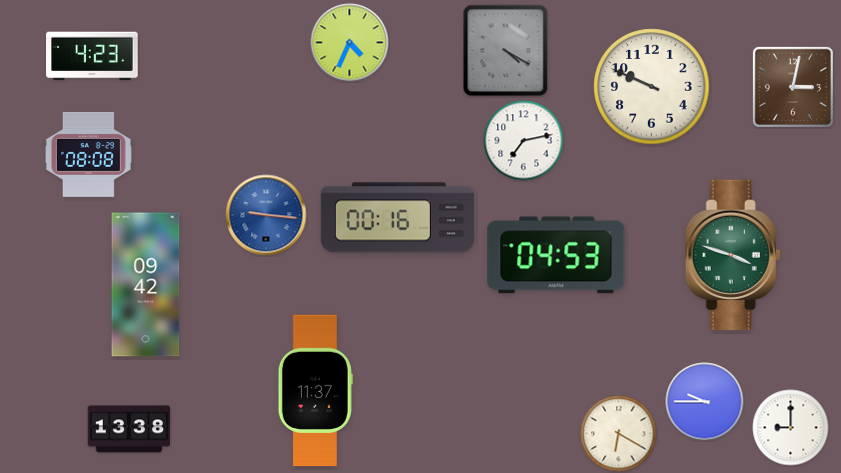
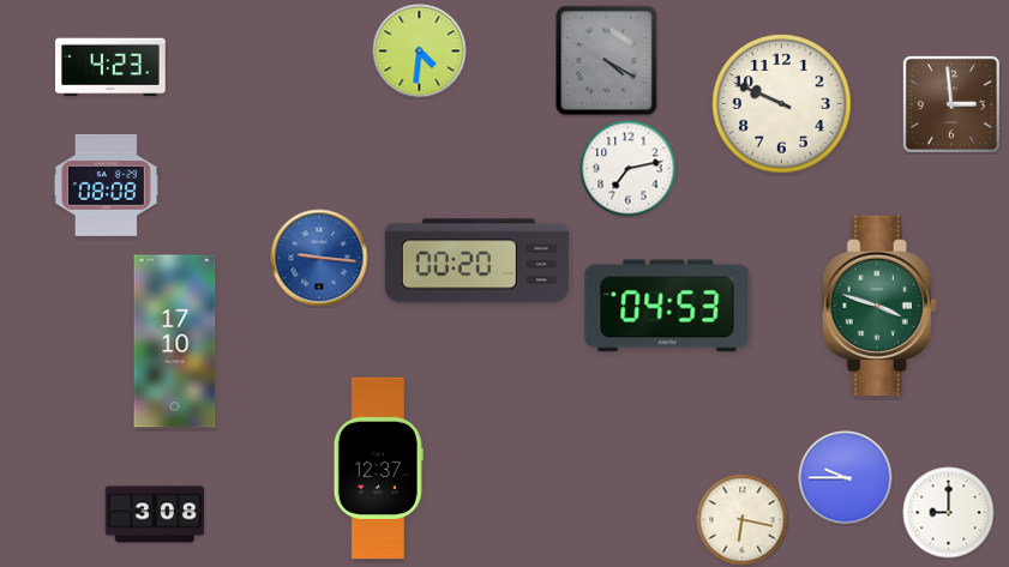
clock at (350, 43): 4:34 -> 4:31
clock at (793, 87): 3:02 -> 2:59
clock at (397, 218): 00:16 -> 00:20
clock at (146, 285): 09:42 -> 17:10
clock at (315, 391): 11:37 -> 12:37
clock at (705, 402) position: (705, 402) -> (846, 478)
clock at (129, 429): 13:38 -> 3:08
clock at (619, 434): 6:20 -> 6:17
